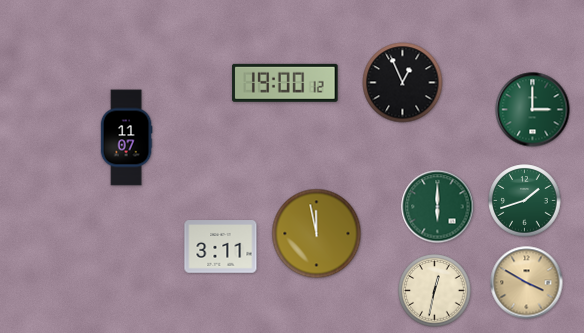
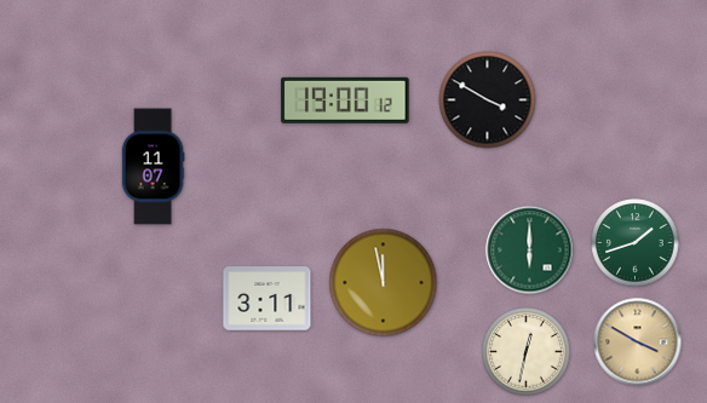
clock at (403, 83): 12:56 -> 3:50
clock at (533, 110): 3:00 -> none
